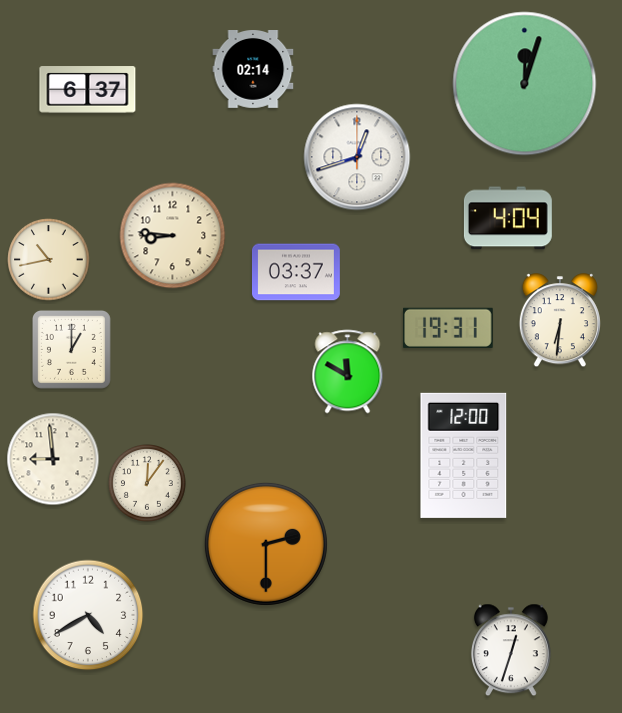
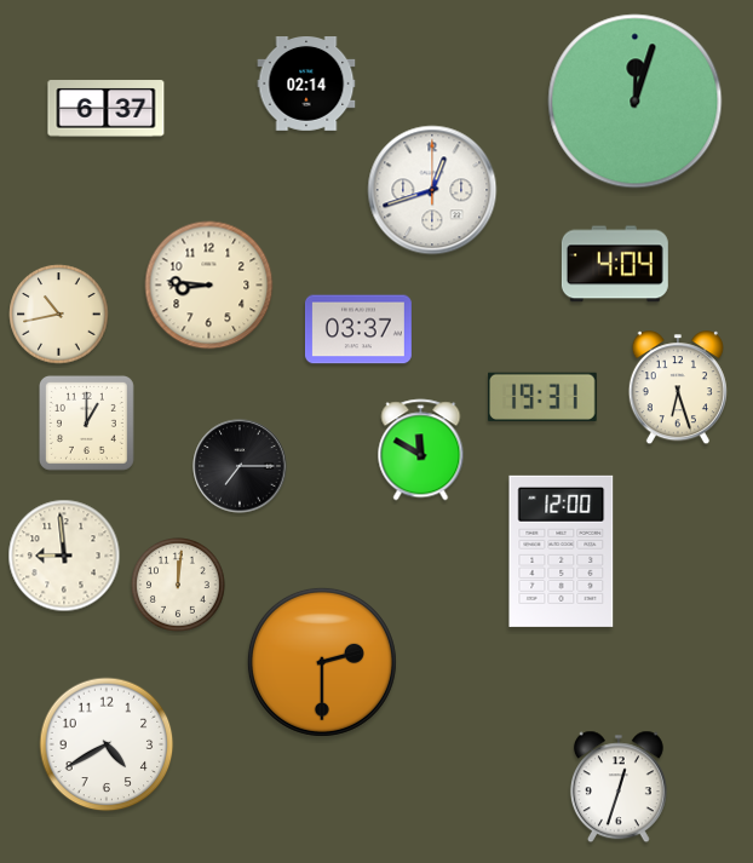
clock at (560, 321): 6:31 -> 6:27
clock at (240, 466): none -> 7:15
clock at (148, 484): 12:06 -> 12:01
clock at (266, 544) position: (266, 544) -> (322, 662)
